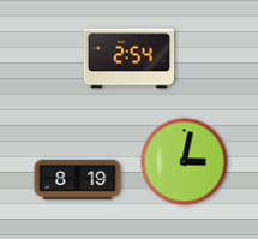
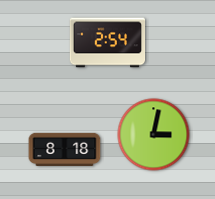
clock at (130, 59) position: (130, 59) -> (108, 43)
clock at (78, 179): 8:19 -> 8:18
